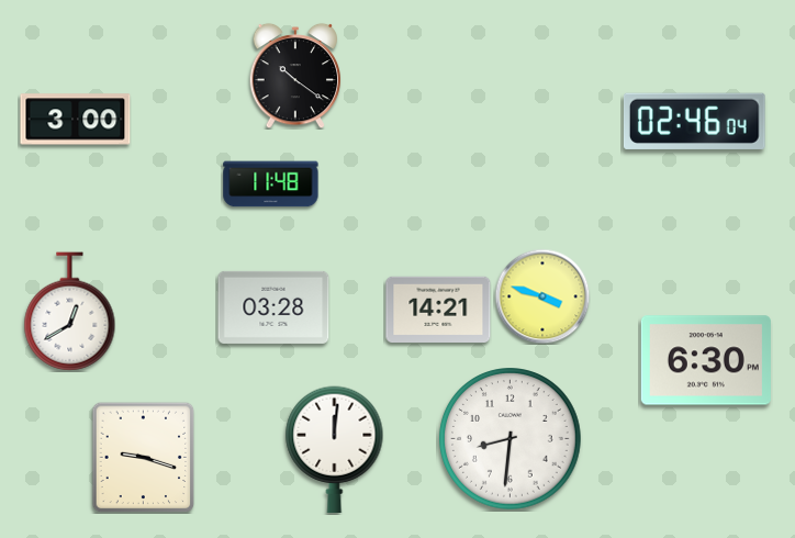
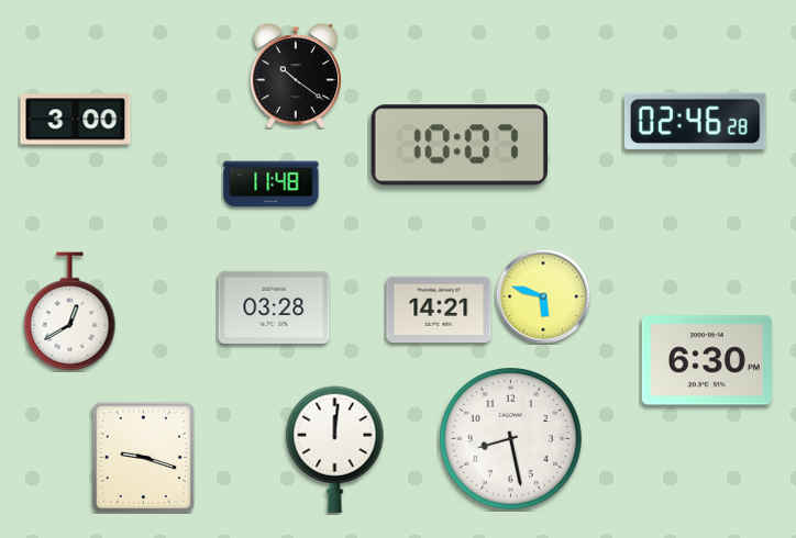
clock at (694, 121): 02:46:04 -> 02:46:28
clock at (460, 145): none -> 10:07
clock at (542, 296): 3:48 -> 5:48
clock at (511, 439): 8:31 -> 8:28
